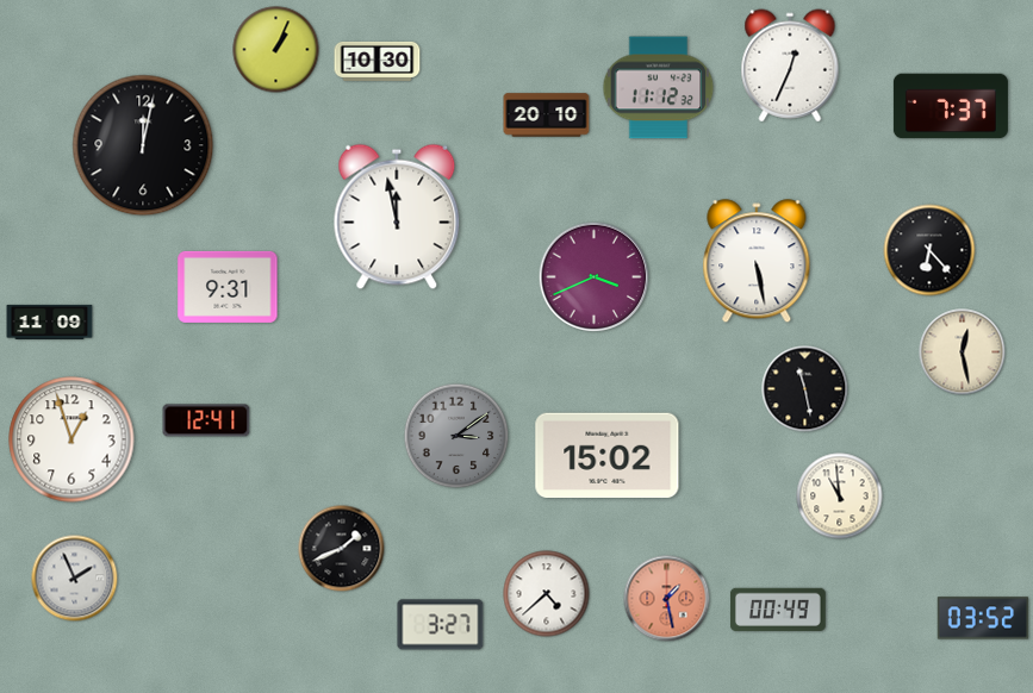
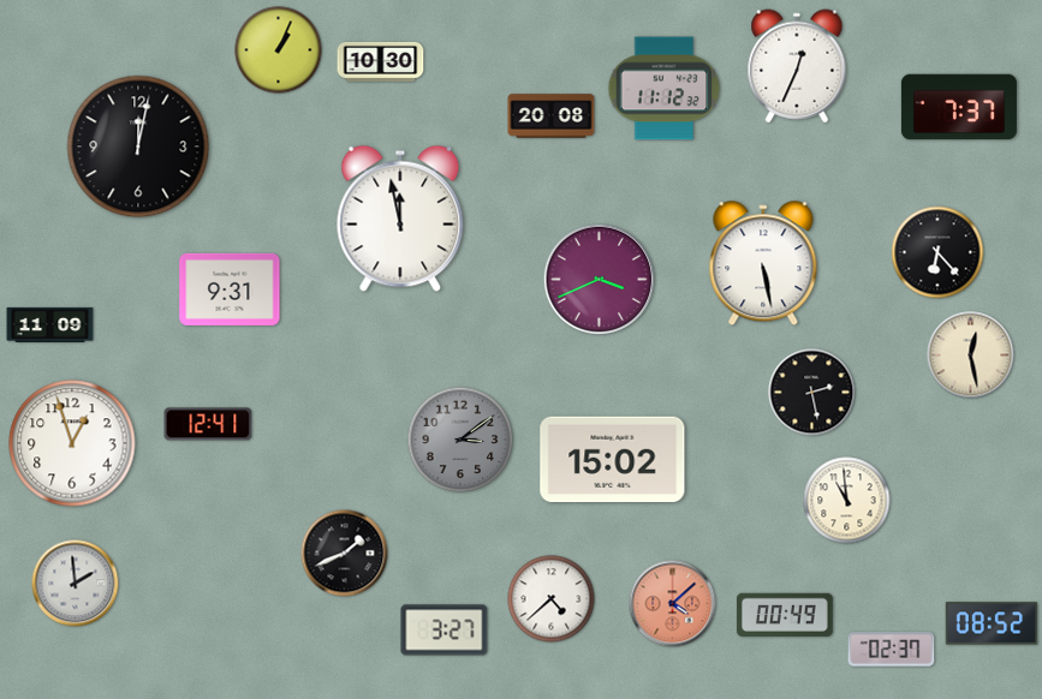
clock at (547, 115): 20:10 -> 20:08
clock at (143, 145) position: (143, 145) -> (138, 147)
clock at (805, 389): 11:28 -> 2:28
clock at (75, 579): 1:56 -> 1:59
clock at (667, 599): 1:28 -> 4:08
clock at (983, 618): 03:52 -> 08:52
clock at (892, 650): none -> 02:37
